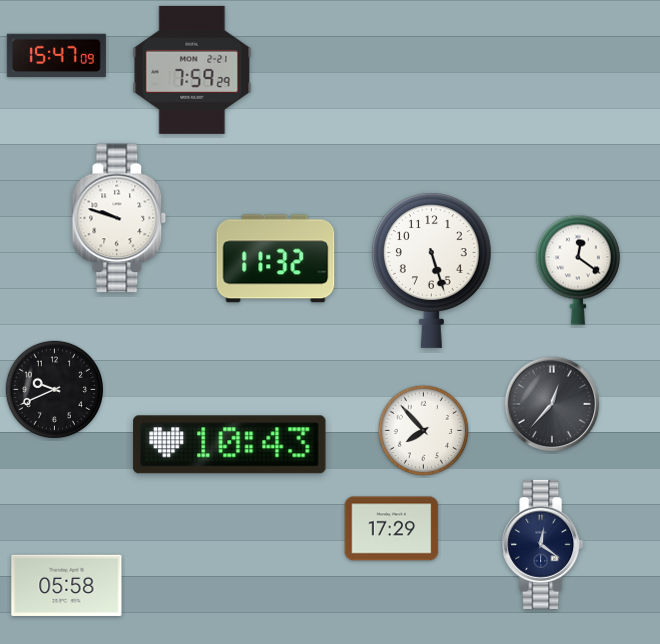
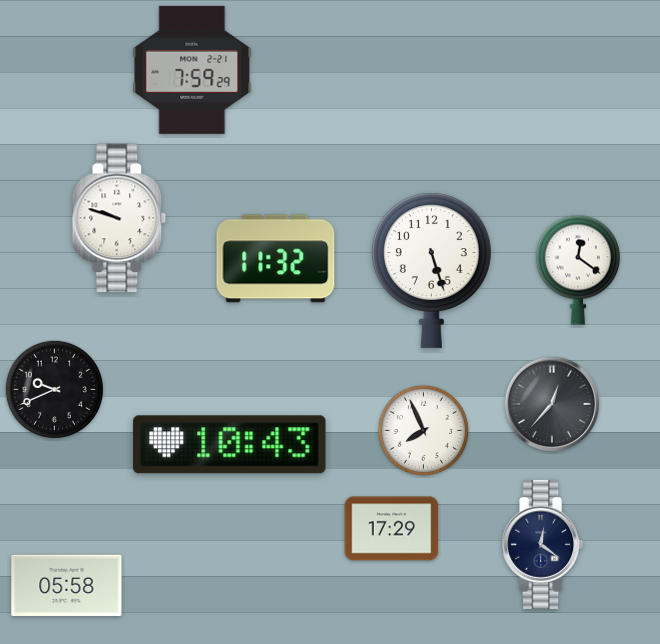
clock at (56, 55): 15:47 -> none
clock at (424, 431): 7:53 -> 7:56
